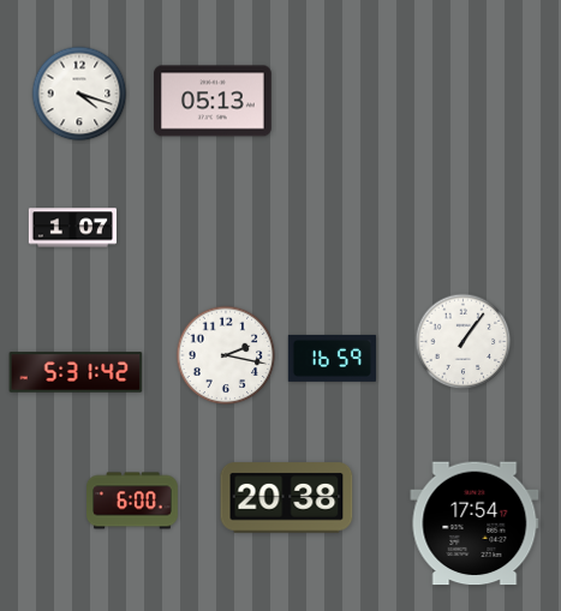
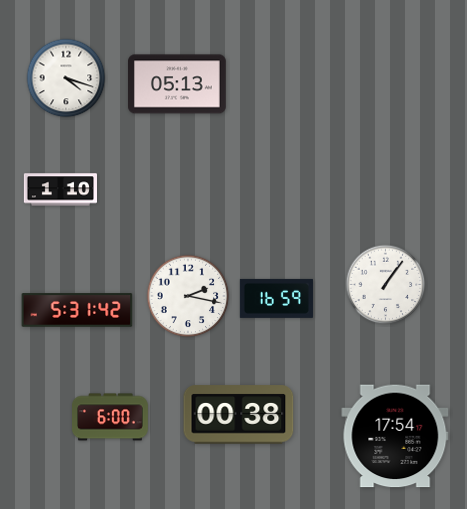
clock at (72, 228): 1:07 -> 1:10
clock at (76, 372) position: (76, 372) -> (77, 310)
clock at (287, 498): 20:38 -> 00:38
